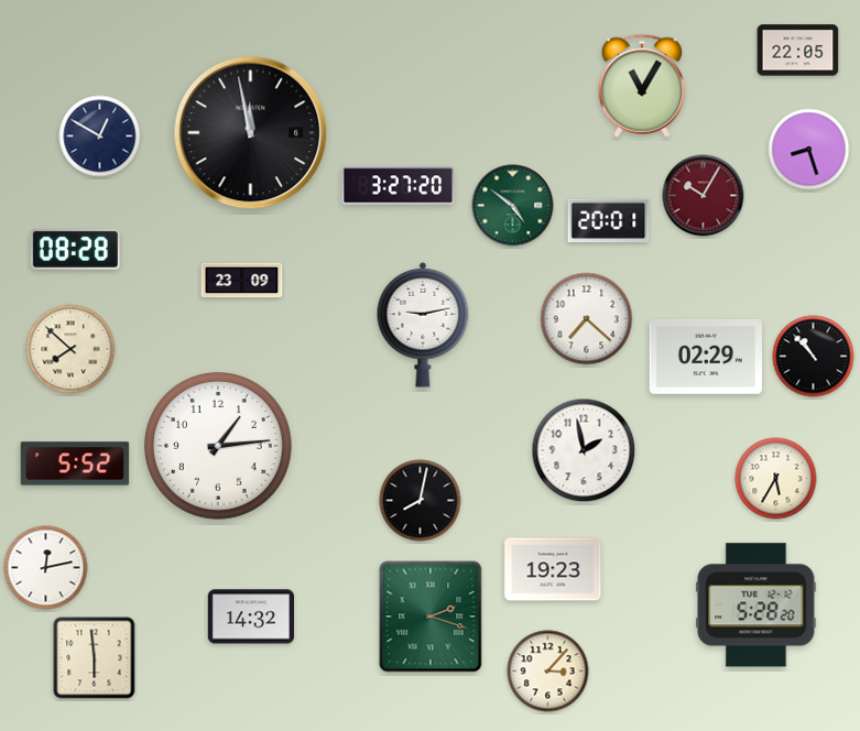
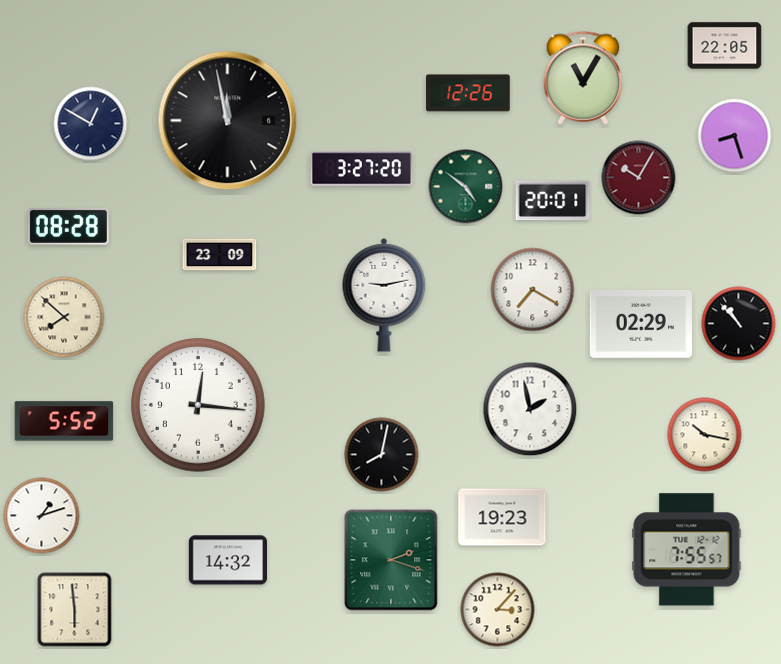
clock at (468, 93): none -> 12:26
clock at (587, 319): 7:22 -> 7:20
clock at (219, 447): 1:14 -> 12:16
clock at (75, 463) position: (75, 463) -> (64, 421)
clock at (776, 479): 5:35 -> 10:17
clock at (46, 568): 12:13 -> 1:12
clock at (756, 605): 5:28 -> 7:55
clock at (95, 658) position: (95, 658) -> (75, 610)
